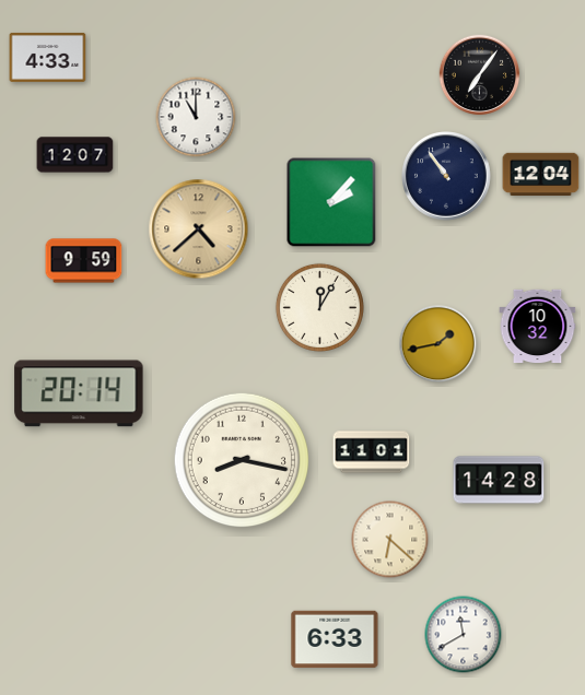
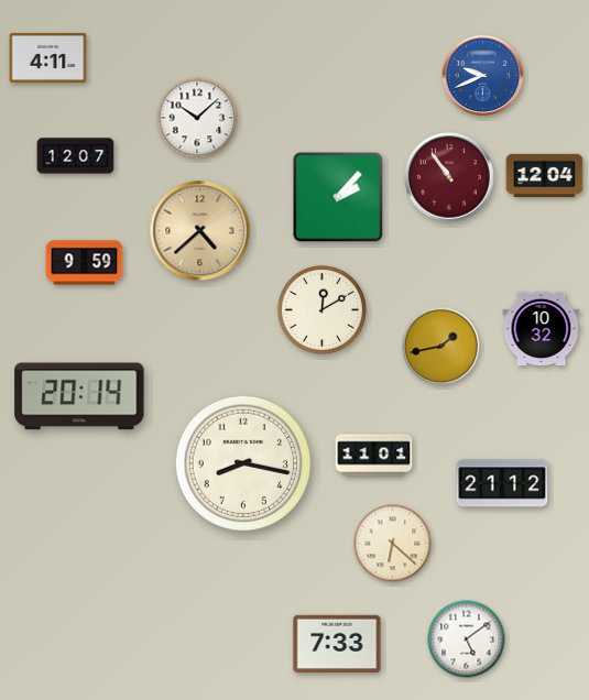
clock at (48, 57): 4:33 -> 4:11
clock at (480, 75): 7:06 -> 9:41
clock at (480, 75) dial: black -> blue
clock at (196, 117): 11:00 -> 10:08
clock at (446, 176) dial: navy -> burgundy
clock at (331, 202) position: (331, 202) -> (338, 197)
clock at (319, 307): 12:05 -> 12:10
clock at (499, 480): 14:28 -> 21:12
clock at (464, 635): 11:40 -> 5:09
clock at (335, 639): 6:33 -> 7:33
